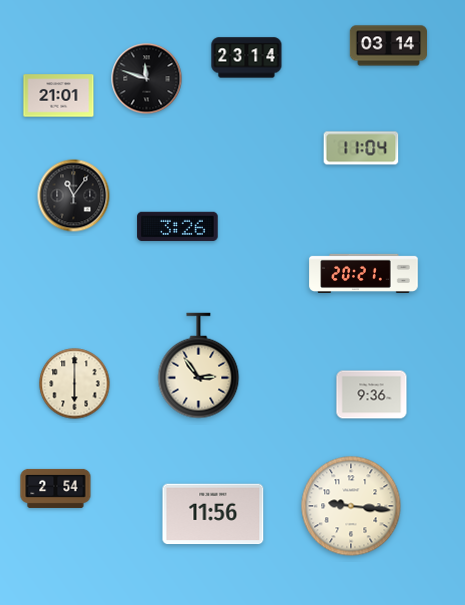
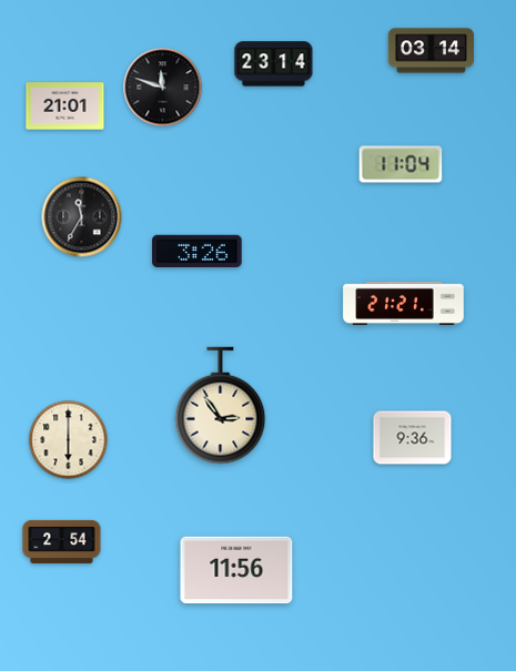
clock at (74, 196): 11:06 -> 11:35
clock at (364, 273): 20:21 -> 21:21
clock at (75, 384) position: (75, 384) -> (69, 440)
clock at (351, 506): 9:16 -> none
